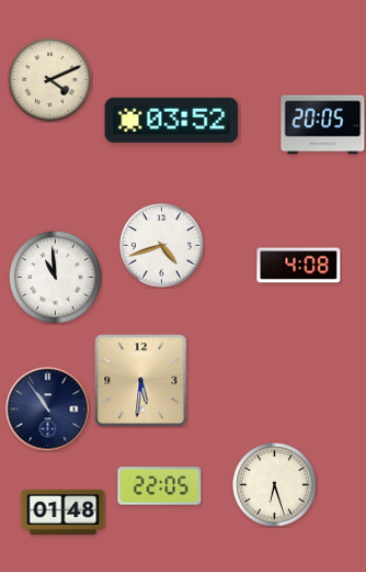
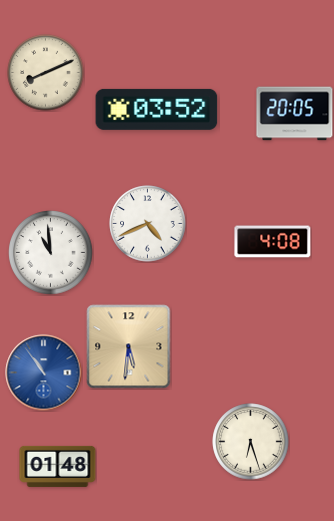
clock at (50, 80): 4:11 -> 8:11
clock at (162, 246): 4:42 -> 4:41
clock at (48, 410) dial: navy -> blue
clock at (160, 486): 22:05 -> none
